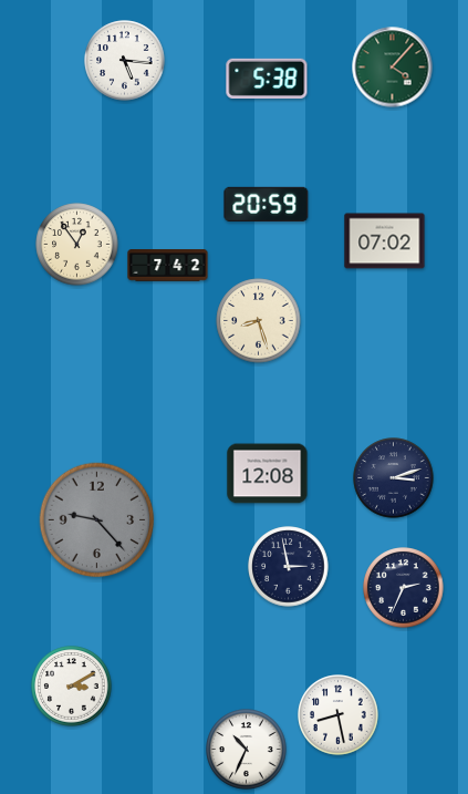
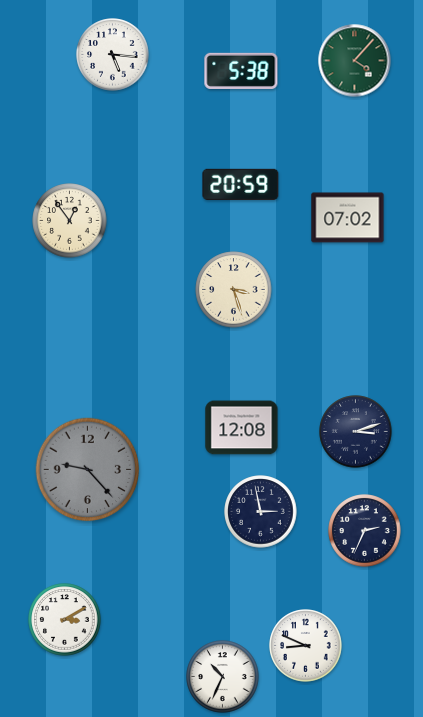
clock at (168, 266): 7:42 -> none
clock at (259, 321): 8:27 -> 3:27
clock at (339, 715): 8:28 -> 8:49
